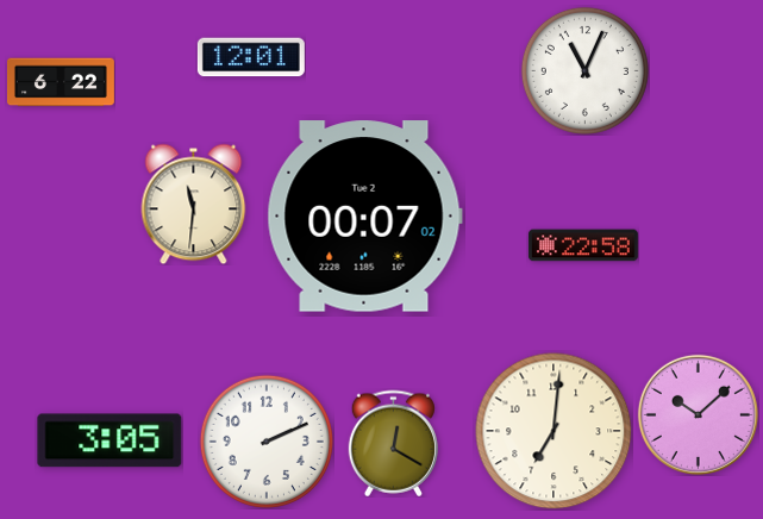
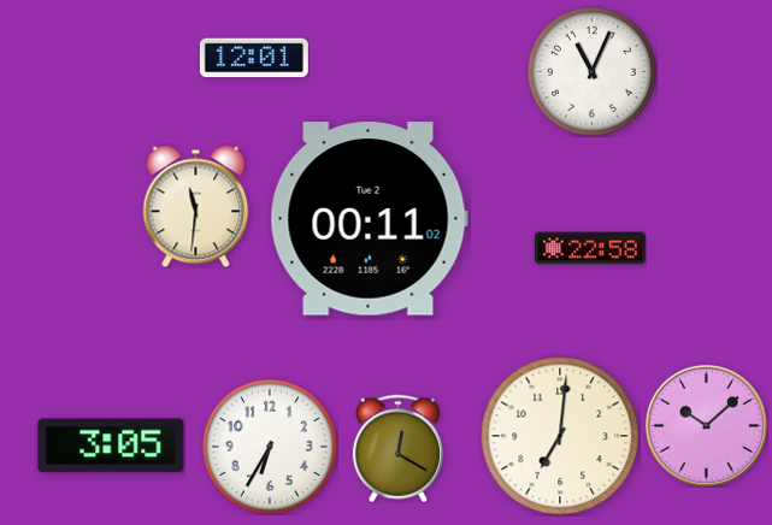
clock at (61, 82): 6:22 -> none
clock at (364, 217): 00:07 -> 00:11
clock at (698, 414) position: (698, 414) -> (706, 425)
clock at (267, 442): 2:11 -> 6:35
